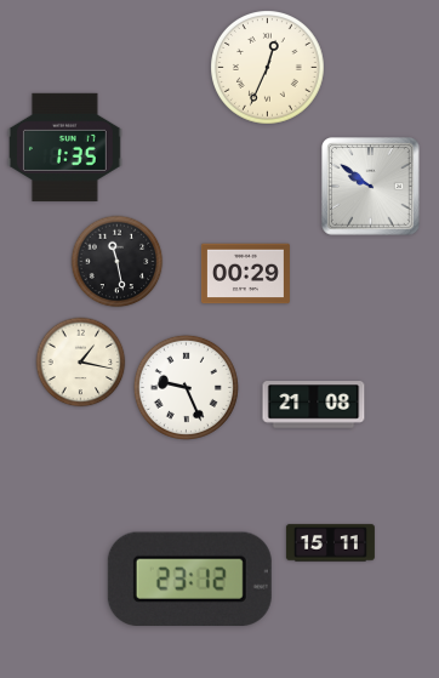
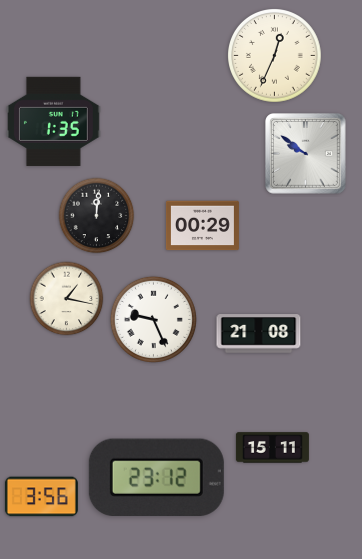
clock at (268, 68) position: (268, 68) -> (275, 56)
clock at (118, 262): 11:28 -> 12:01
clock at (41, 497): none -> 3:56
